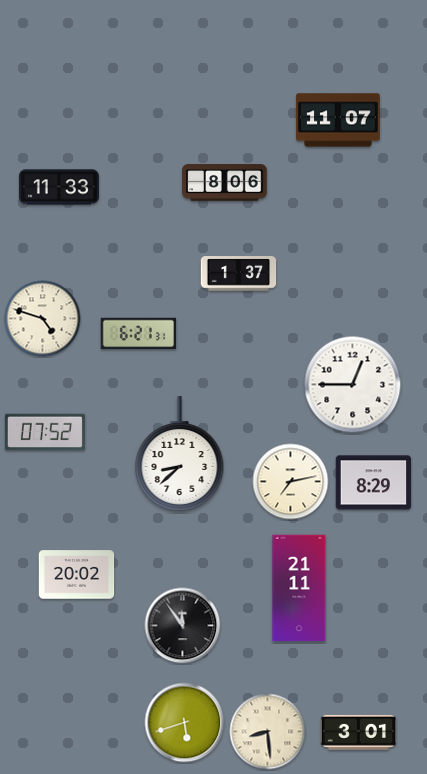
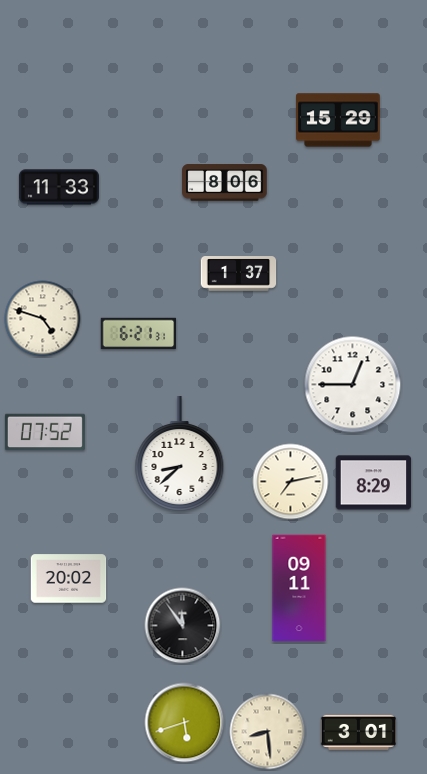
clock at (338, 120): 11:07 -> 15:29
clock at (77, 575) position: (77, 575) -> (69, 579)
clock at (299, 588): 21:11 -> 09:11
